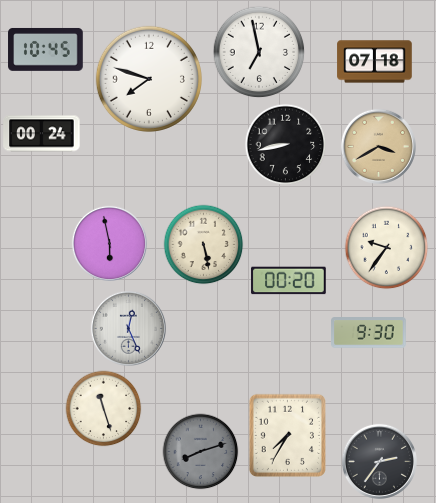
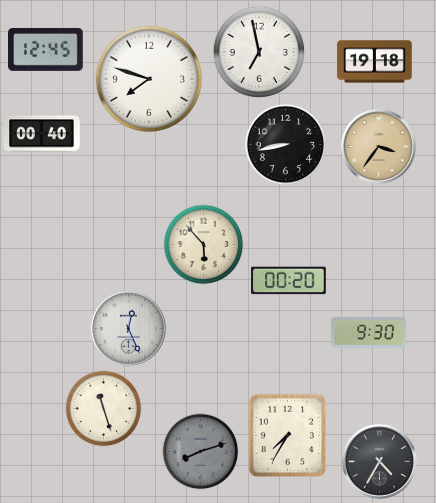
clock at (46, 50): 10:45 -> 12:45
clock at (375, 62): 07:18 -> 19:18
clock at (42, 134): 00:24 -> 00:40
clock at (378, 146): 3:40 -> 3:36
clock at (109, 243): 5:58 -> none
clock at (204, 245): 5:28 -> 5:53
clock at (387, 248): 9:36 -> none
clock at (379, 461): 2:36 -> 4:35
